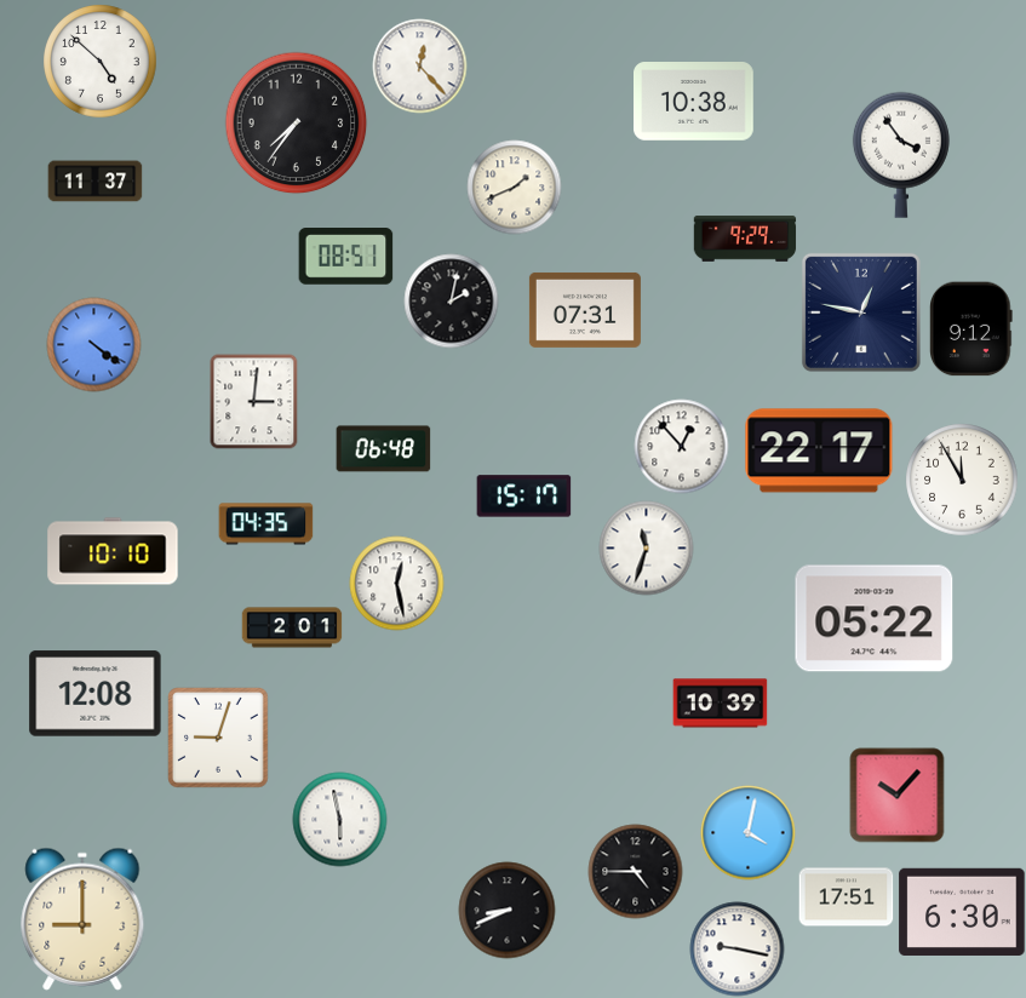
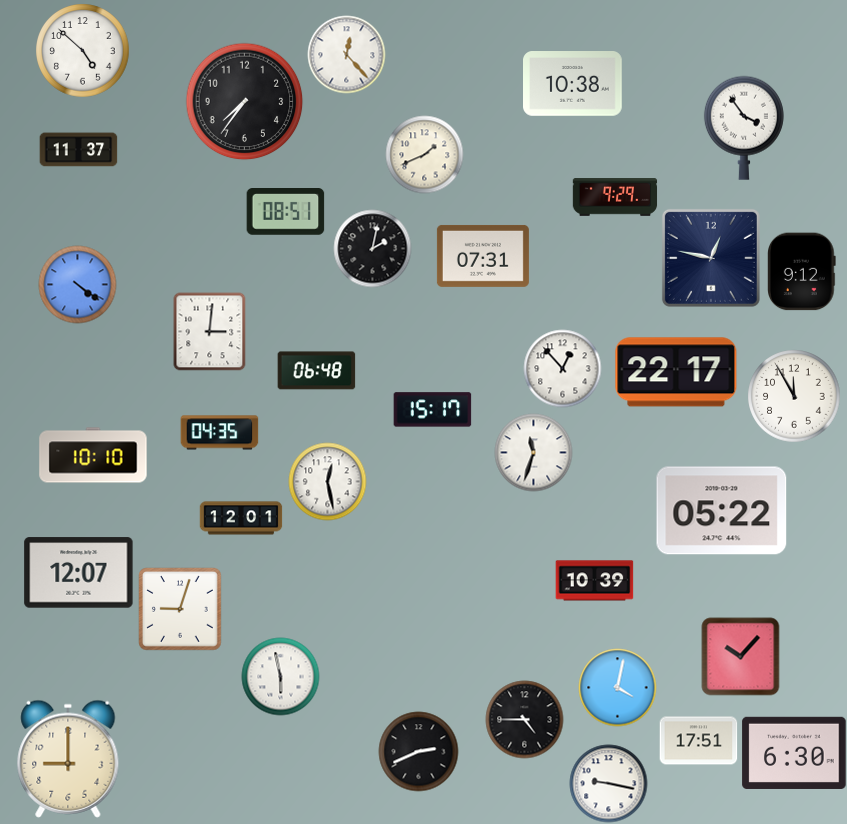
clock at (292, 627): 2:01 -> 12:01
clock at (96, 694): 12:08 -> 12:07
clock at (506, 910): 8:41 -> 2:41
